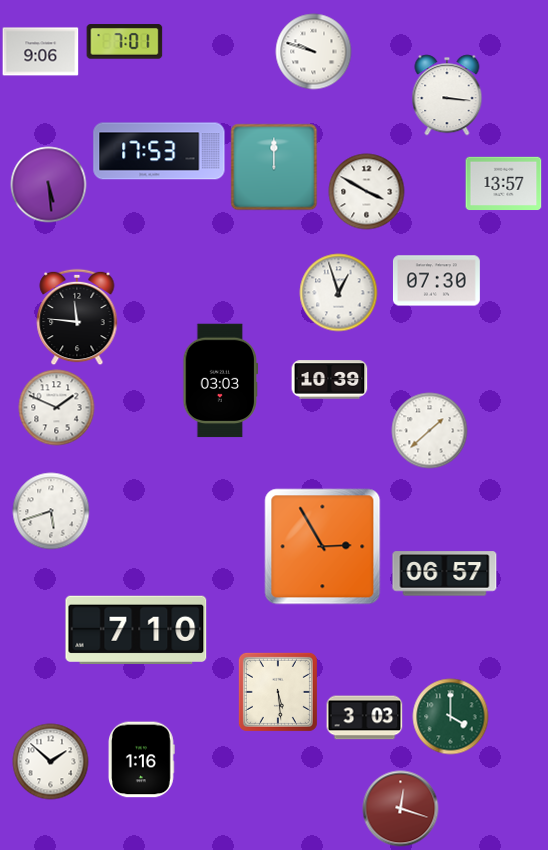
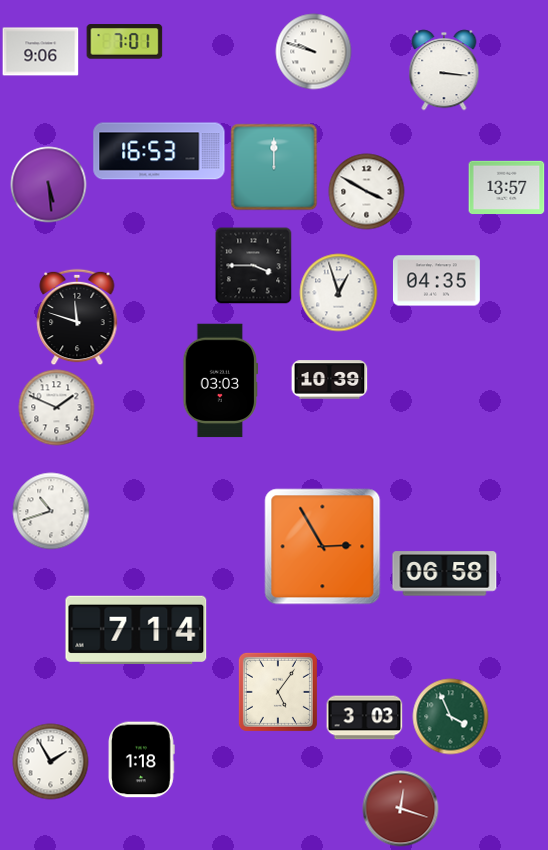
clock at (447, 95) position: (447, 95) -> (444, 70)
clock at (159, 151): 17:53 -> 16:53
clock at (504, 184) position: (504, 184) -> (507, 188)
clock at (254, 266): none -> 3:45
clock at (436, 281): 07:30 -> 04:35
clock at (77, 317): 11:46 -> 11:48
clock at (430, 431): 1:38 -> none
clock at (51, 511): 5:42 -> 10:42
clock at (445, 574): 06:57 -> 06:58
clock at (136, 629): 7:10 -> 7:14
clock at (278, 692): 5:29 -> 5:06
clock at (451, 717): 4:00 -> 3:56
clock at (142, 760): 1:16 -> 1:18
clock at (51, 762): 1:52 -> 1:55
